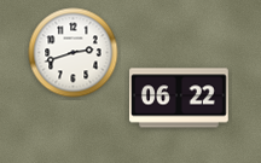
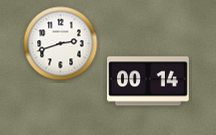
clock at (180, 98): 06:22 -> 00:14
